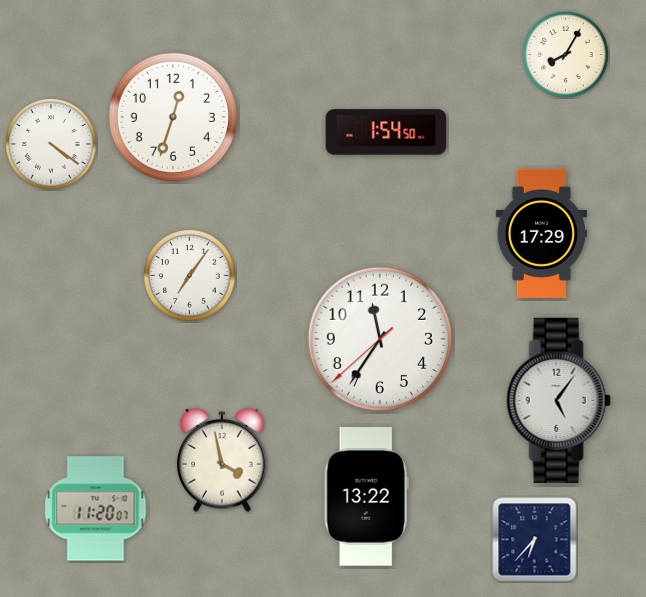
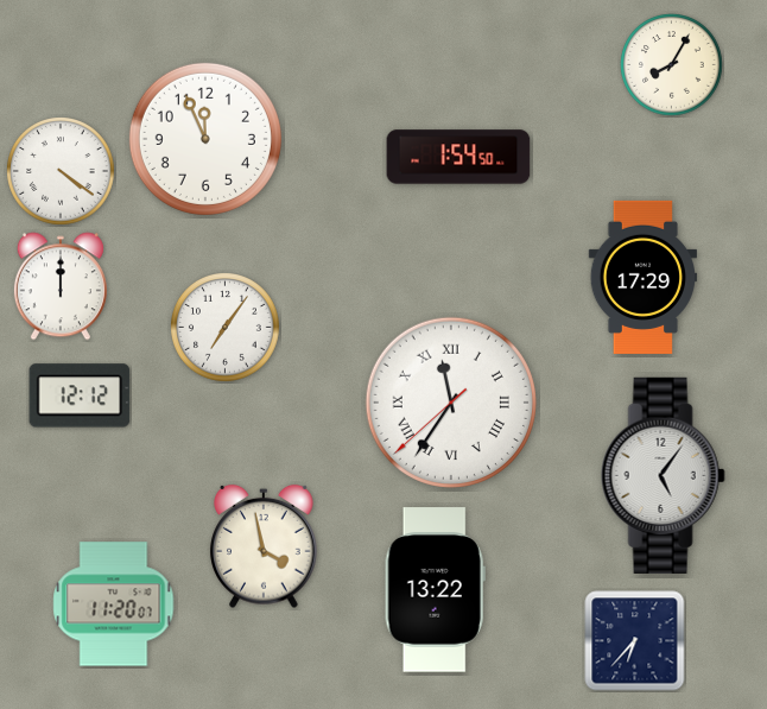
clock at (173, 117): 12:33 -> 11:56
clock at (61, 286): none -> 12:00
clock at (80, 395): none -> 12:12
clock at (380, 339) numerals: Arabic -> Roman
